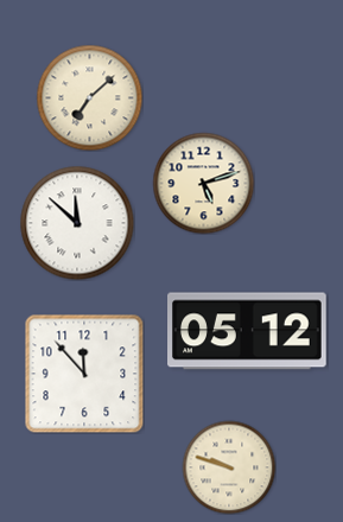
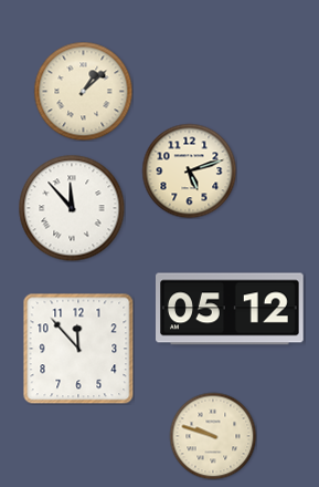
clock at (89, 97): 7:08 -> 1:08
clock at (77, 223): 11:52 -> 11:53
